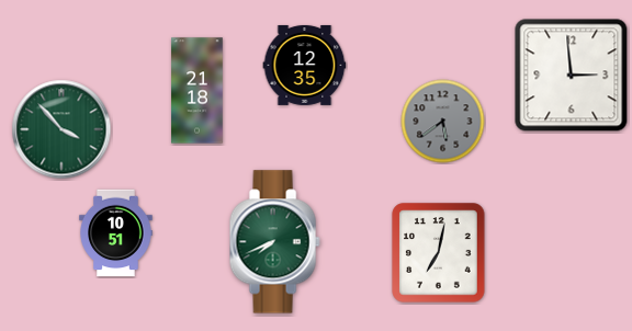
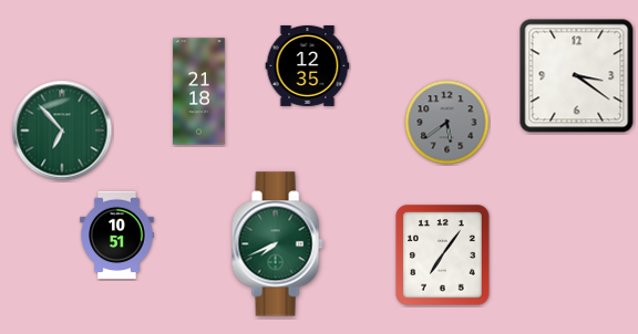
clock at (572, 76): 2:59 -> 3:21
clock at (61, 129): 3:53 -> 6:53
clock at (439, 253): 7:02 -> 7:06
